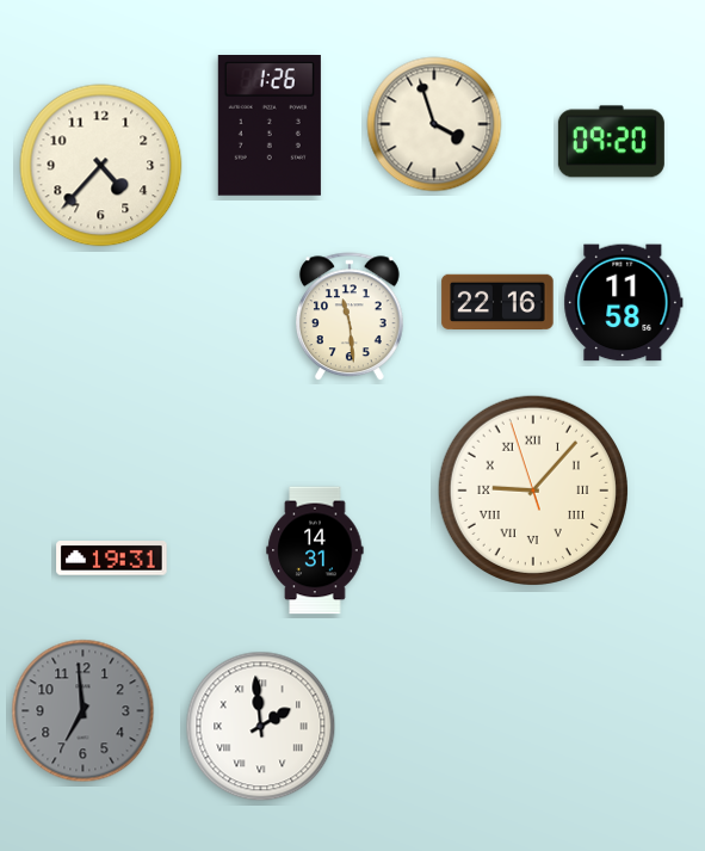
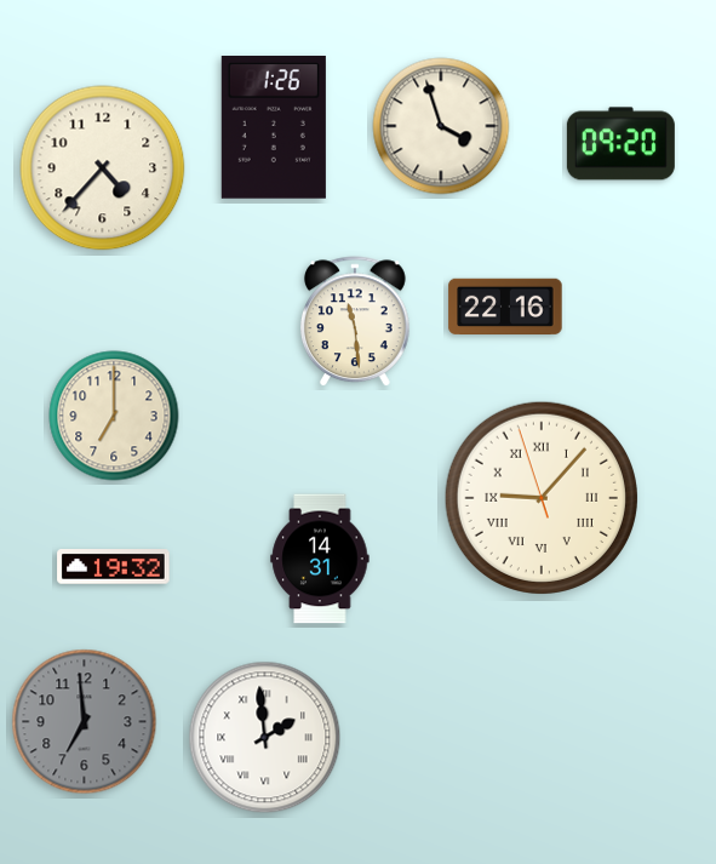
clock at (624, 303): 11:58 -> none
clock at (114, 416): none -> 7:00
clock at (112, 559): 19:31 -> 19:32
